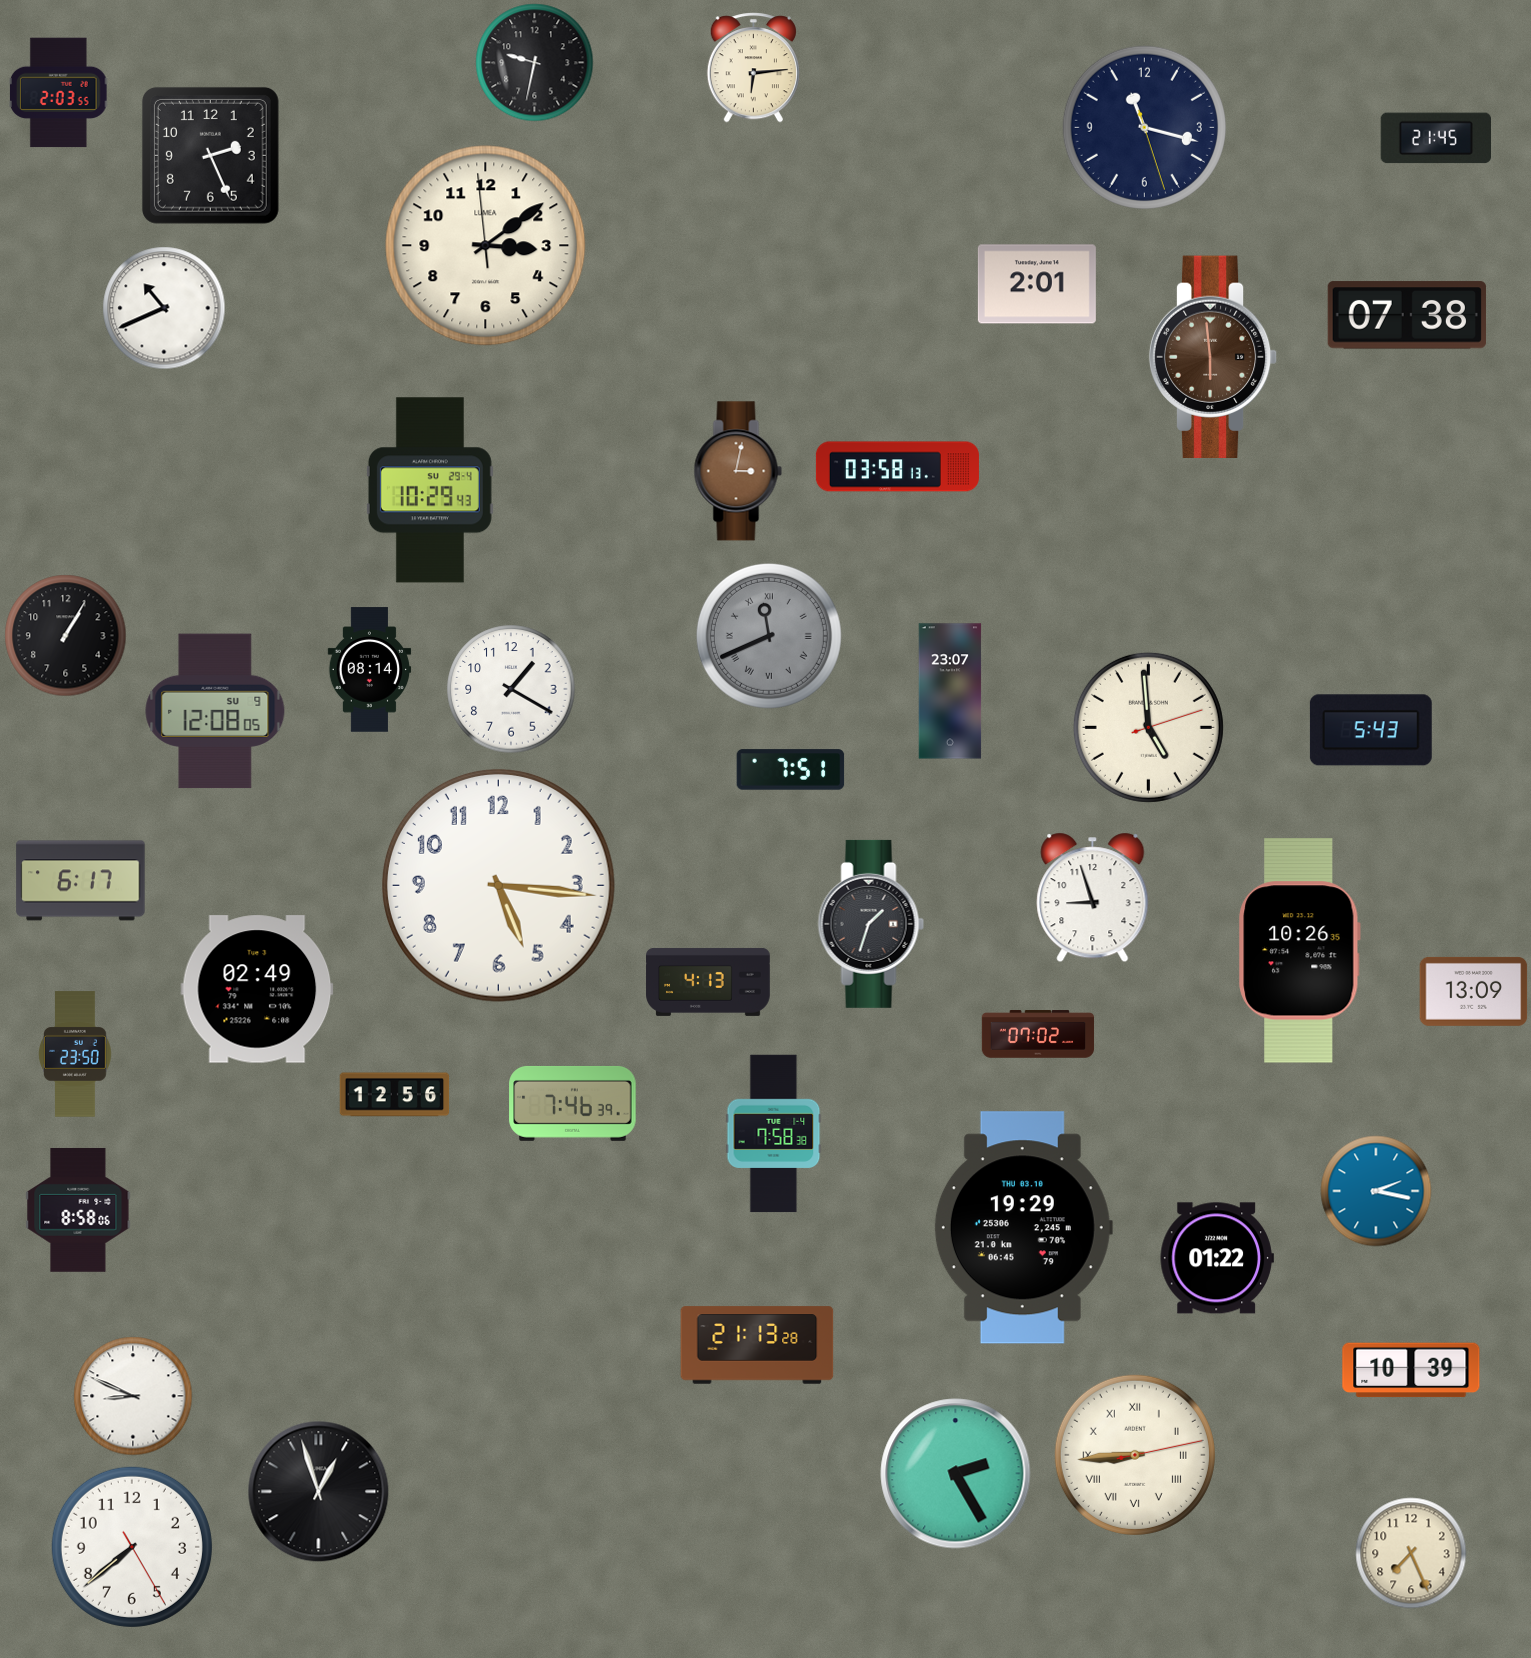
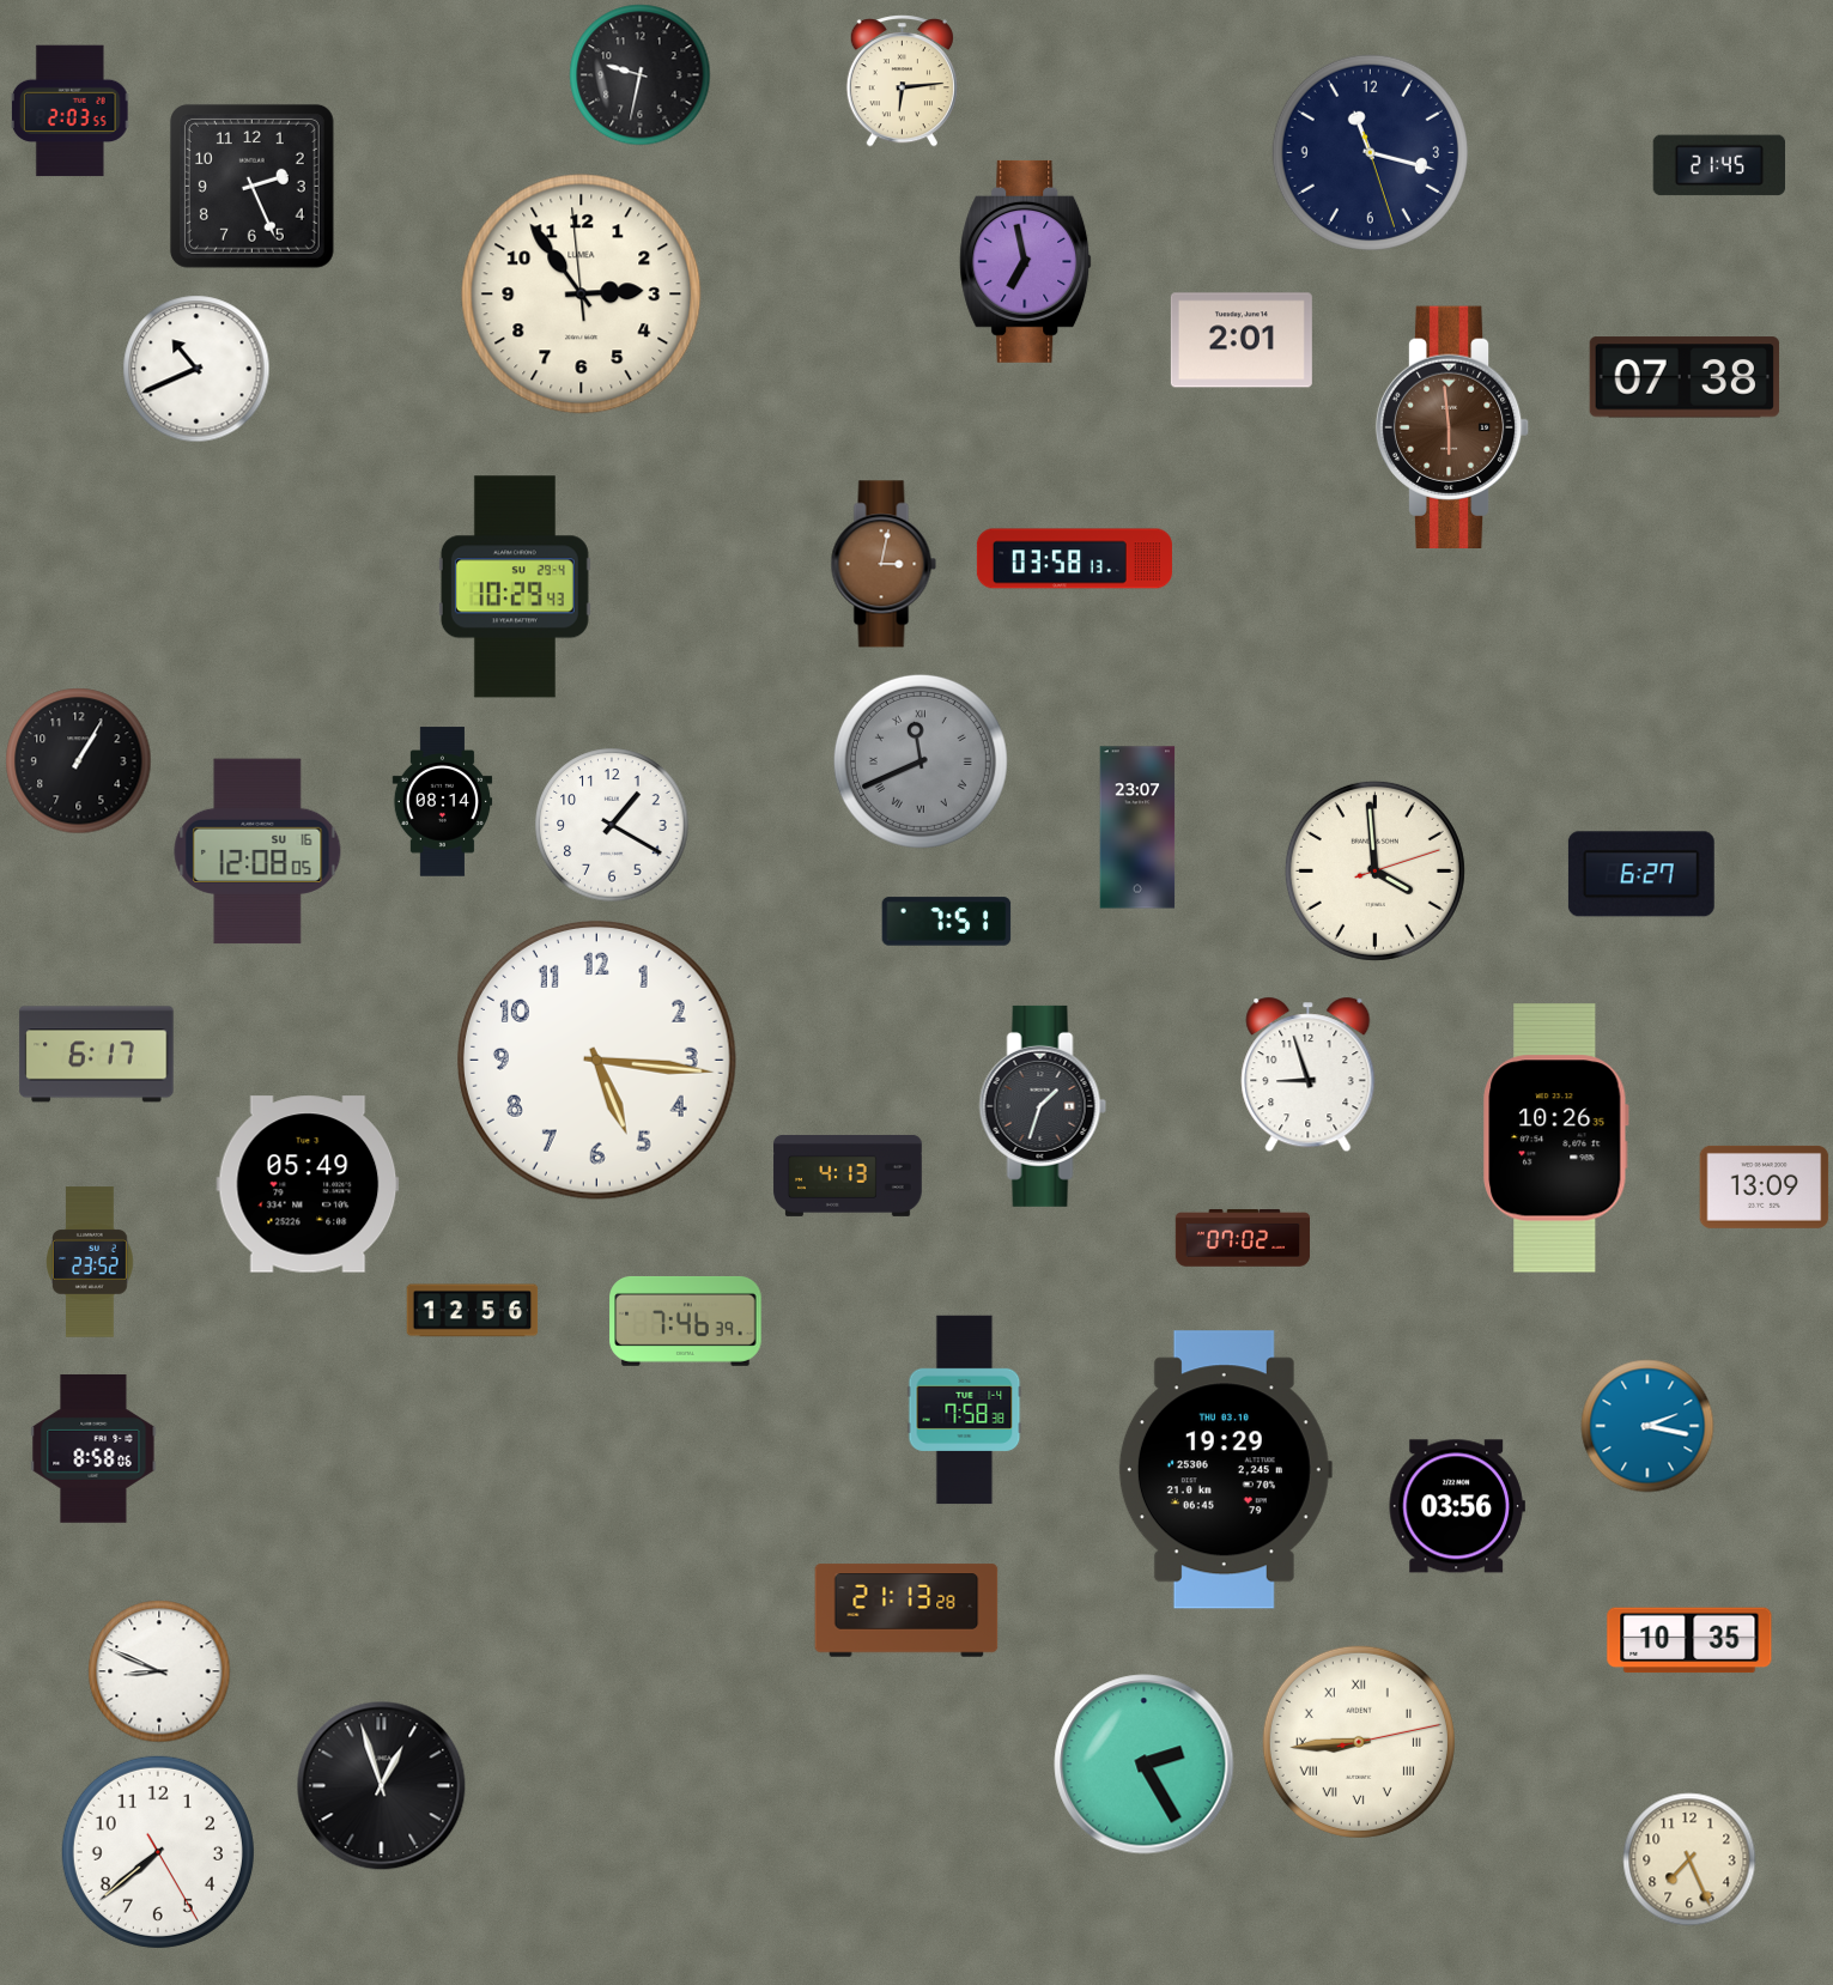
clock at (1026, 261): none -> 6:58
clock at (486, 246): 3:08 -> 2:53
clock at (215, 711) date: SU 9 -> SU 16
clock at (1148, 727): 4:59 -> 3:59
clock at (1371, 730): 5:43 -> 6:27
clock at (257, 989): 02:49 -> 05:49
clock at (75, 1054): 23:50 -> 23:52
clock at (774, 1134) position: (774, 1134) -> (965, 1410)
clock at (1217, 1258): 01:22 -> 03:56
clock at (1411, 1370): 10:39 -> 10:35
